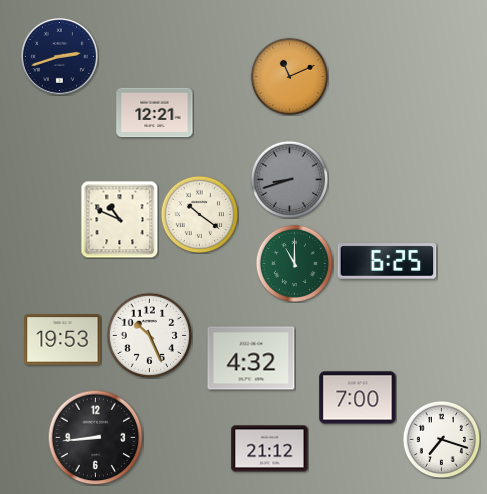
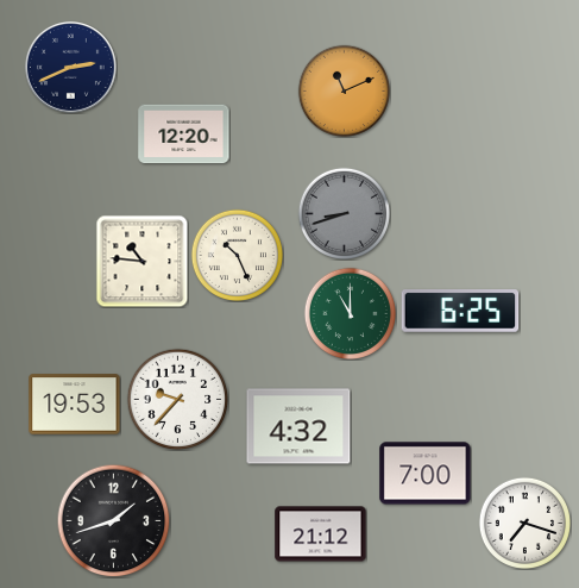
clock at (59, 56): 2:42 -> 2:41
clock at (155, 113): 12:21 -> 12:20
clock at (199, 214): 10:21 -> 10:26
clock at (119, 219): 10:49 -> 10:46
clock at (149, 335): 10:26 -> 9:37
clock at (95, 437): 8:44 -> 1:42
